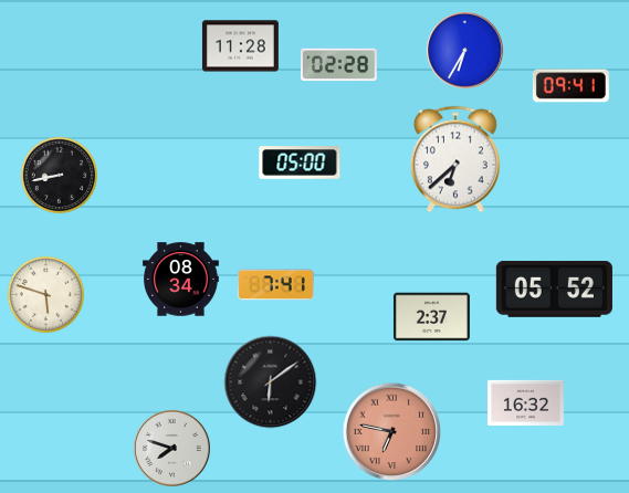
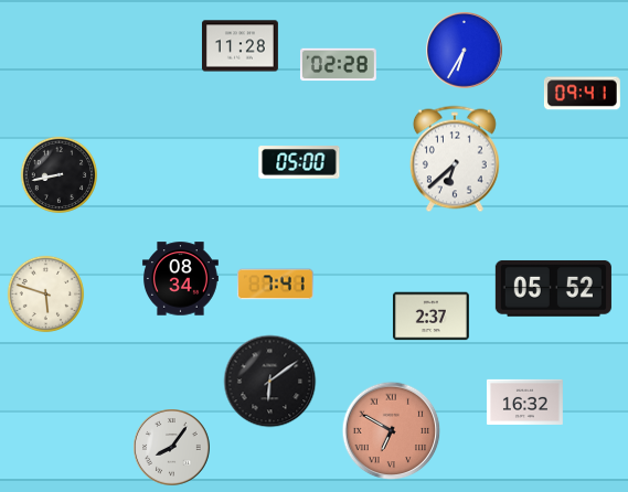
clock at (570, 86) position: (570, 86) -> (582, 94)
clock at (392, 432): 6:47 -> 6:50
clock at (172, 449): 7:48 -> 8:06
